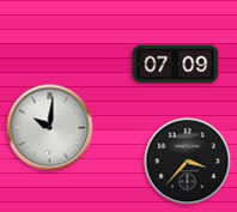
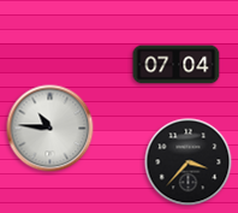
clock at (176, 65): 07:09 -> 07:04
clock at (50, 128): 10:01 -> 10:46
